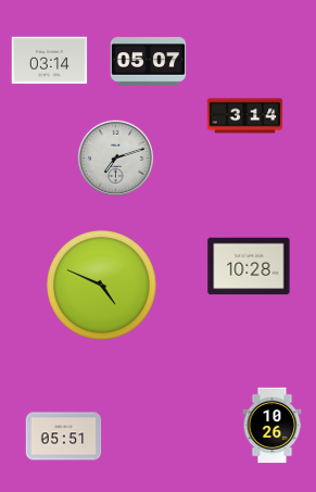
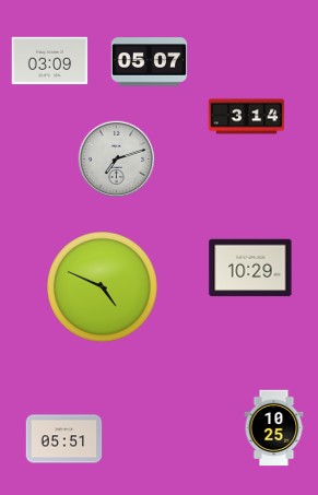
clock at (50, 61): 03:14 -> 03:09
clock at (249, 266): 10:28 -> 10:29
clock at (273, 426): 10:26 -> 10:25
